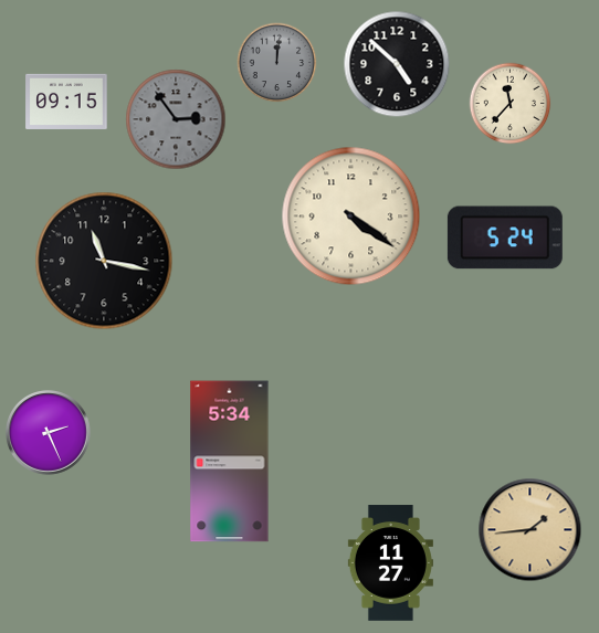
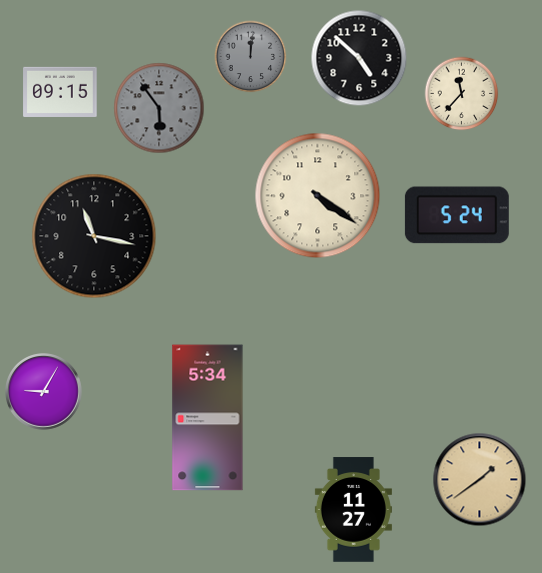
clock at (176, 119): 2:54 -> 5:54
clock at (49, 433): 2:26 -> 9:05
clock at (530, 530): 1:44 -> 1:39
